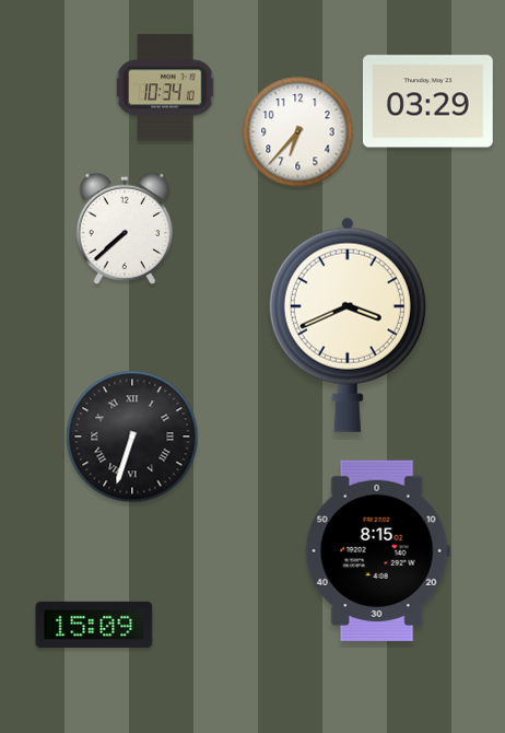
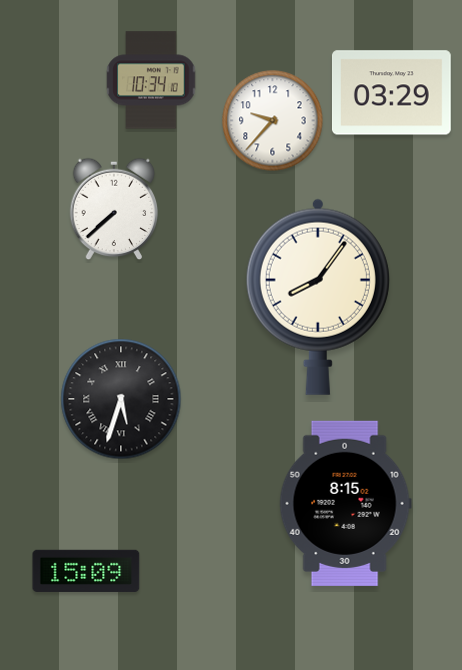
clock at (298, 132): 6:37 -> 9:37
clock at (348, 325): 3:41 -> 8:06
clock at (132, 437): 6:33 -> 5:33
